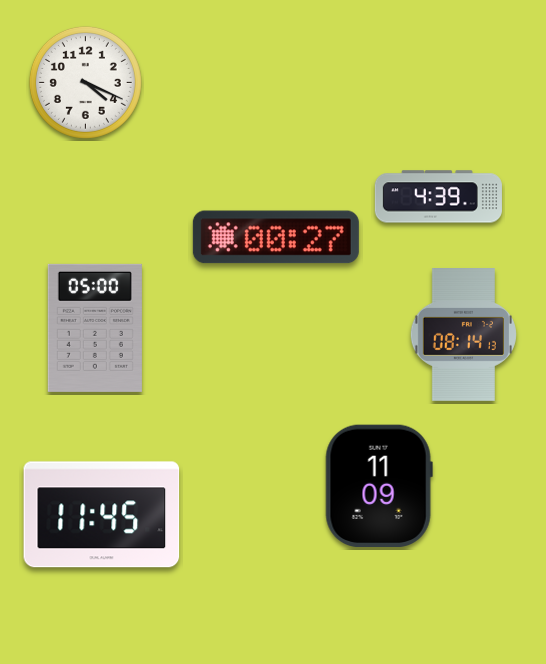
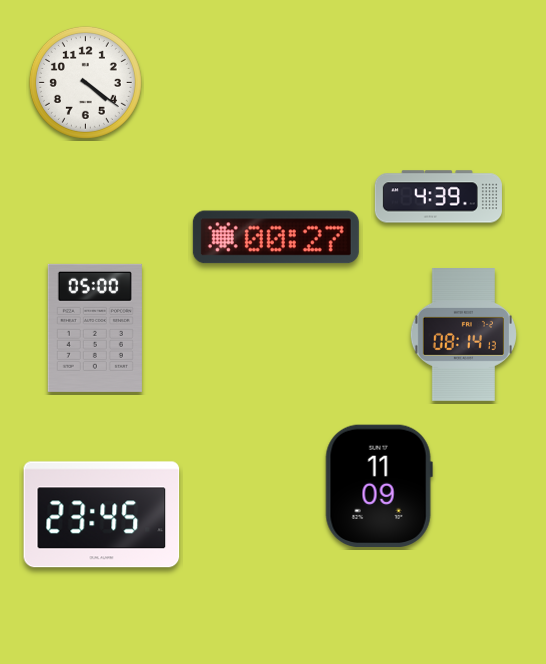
clock at (85, 82): 4:19 -> 4:21
clock at (102, 515): 11:45 -> 23:45
